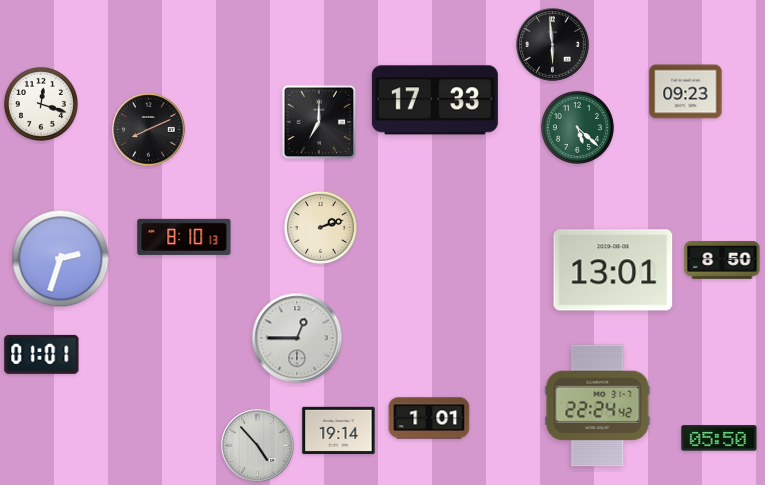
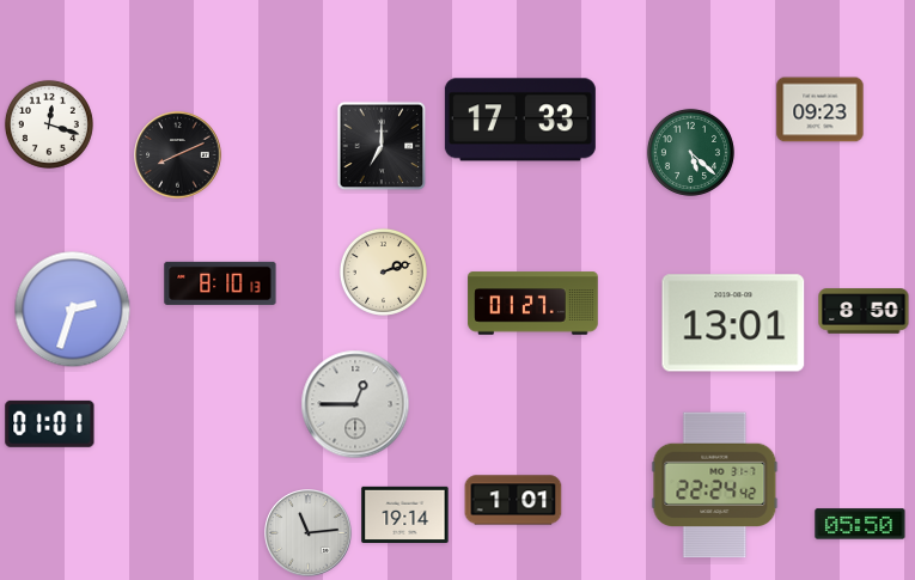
clock at (553, 45): 5:59 -> none
clock at (533, 304): none -> 01:27
clock at (258, 446): 4:53 -> 11:14
